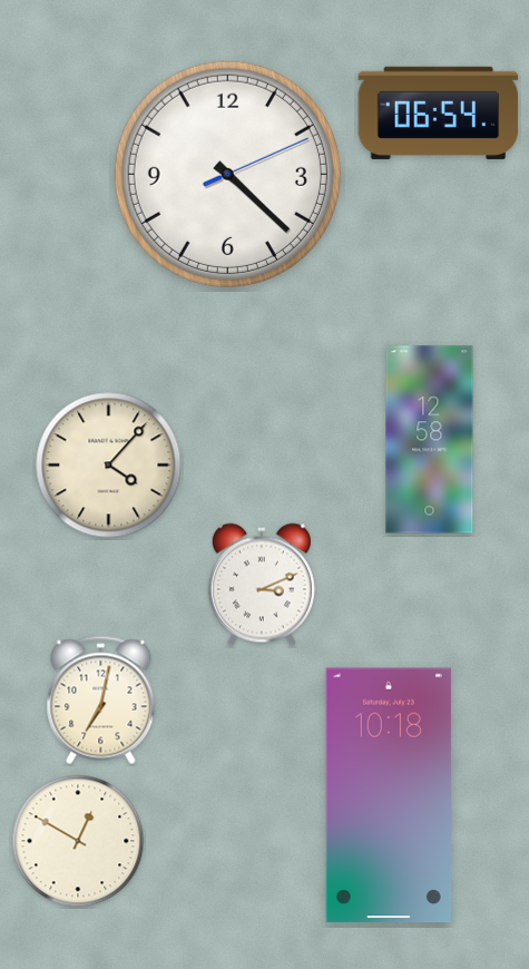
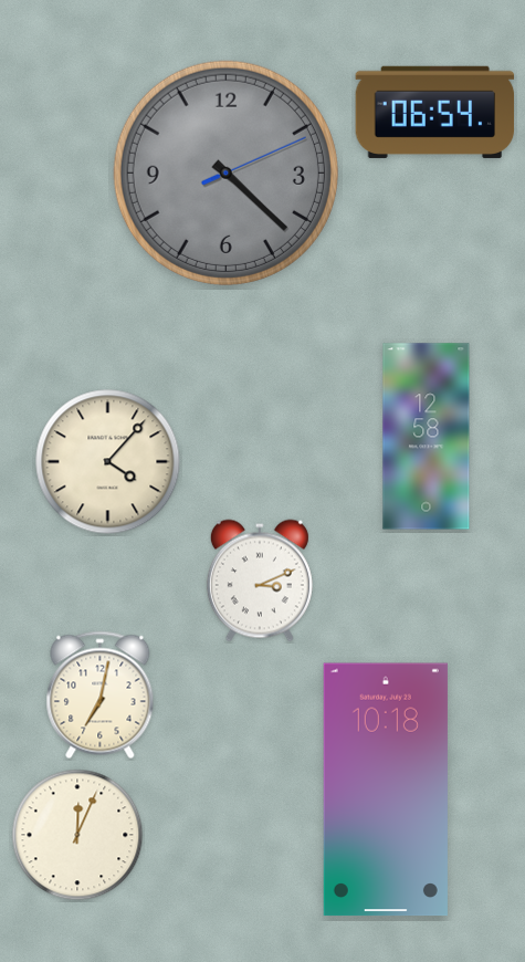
clock at (227, 174) dial: white -> grey
clock at (78, 841): 12:50 -> 12:04
